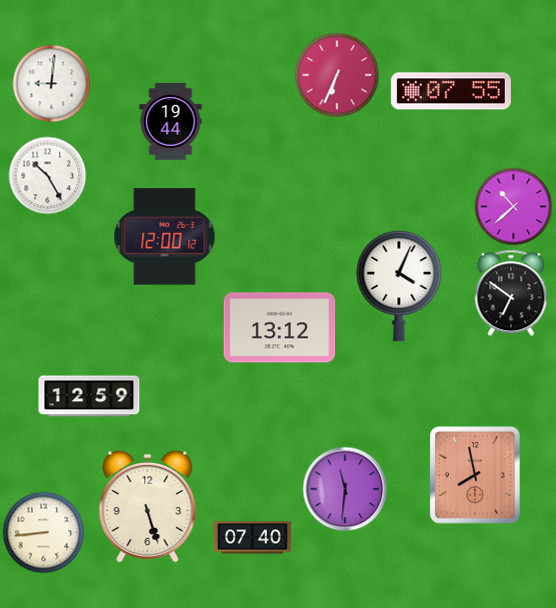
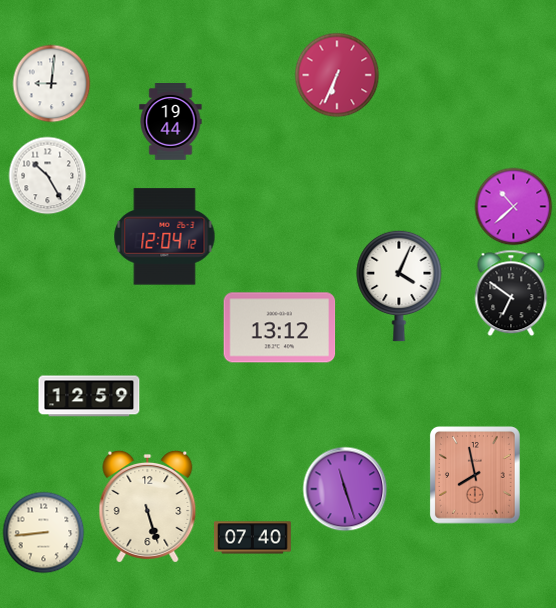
clock at (451, 91): 07:55 -> none
clock at (165, 237): 12:00 -> 12:04
clock at (345, 489): 11:31 -> 11:27
